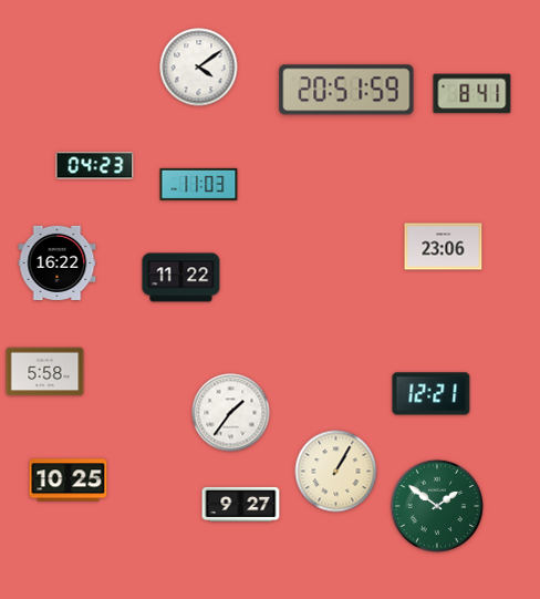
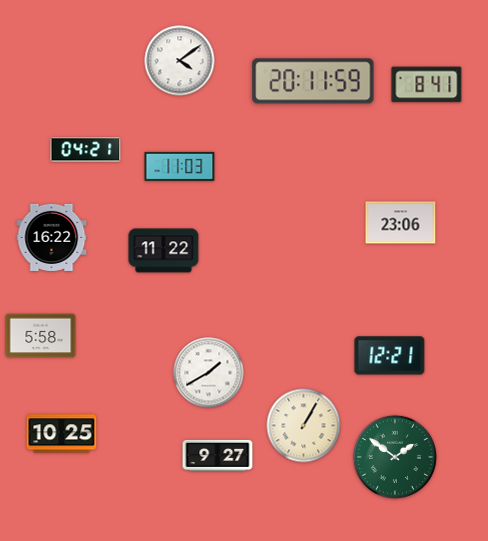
clock at (346, 90): 20:51 -> 20:11
clock at (95, 166): 04:23 -> 04:21
clock at (231, 413): 1:36 -> 1:40
